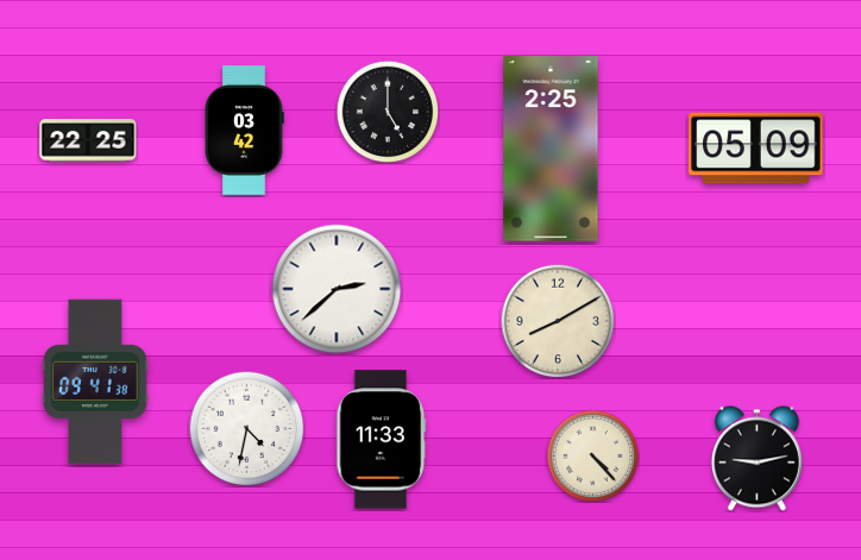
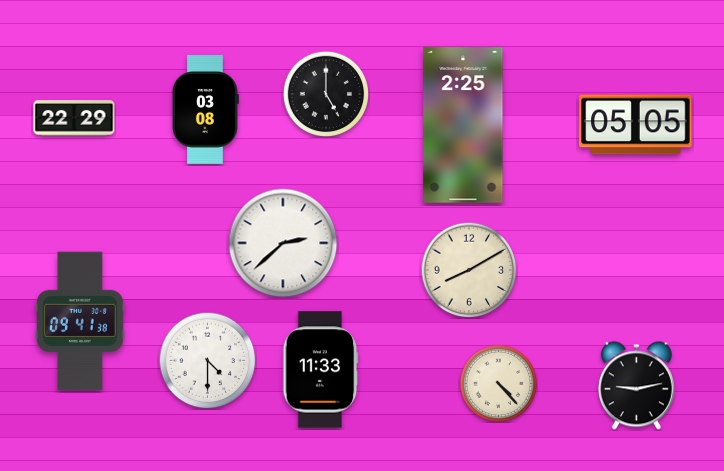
clock at (244, 131): 03:42 -> 03:08
clock at (88, 140): 22:25 -> 22:29
clock at (756, 149): 05:09 -> 05:05
clock at (246, 428): 4:32 -> 4:30
